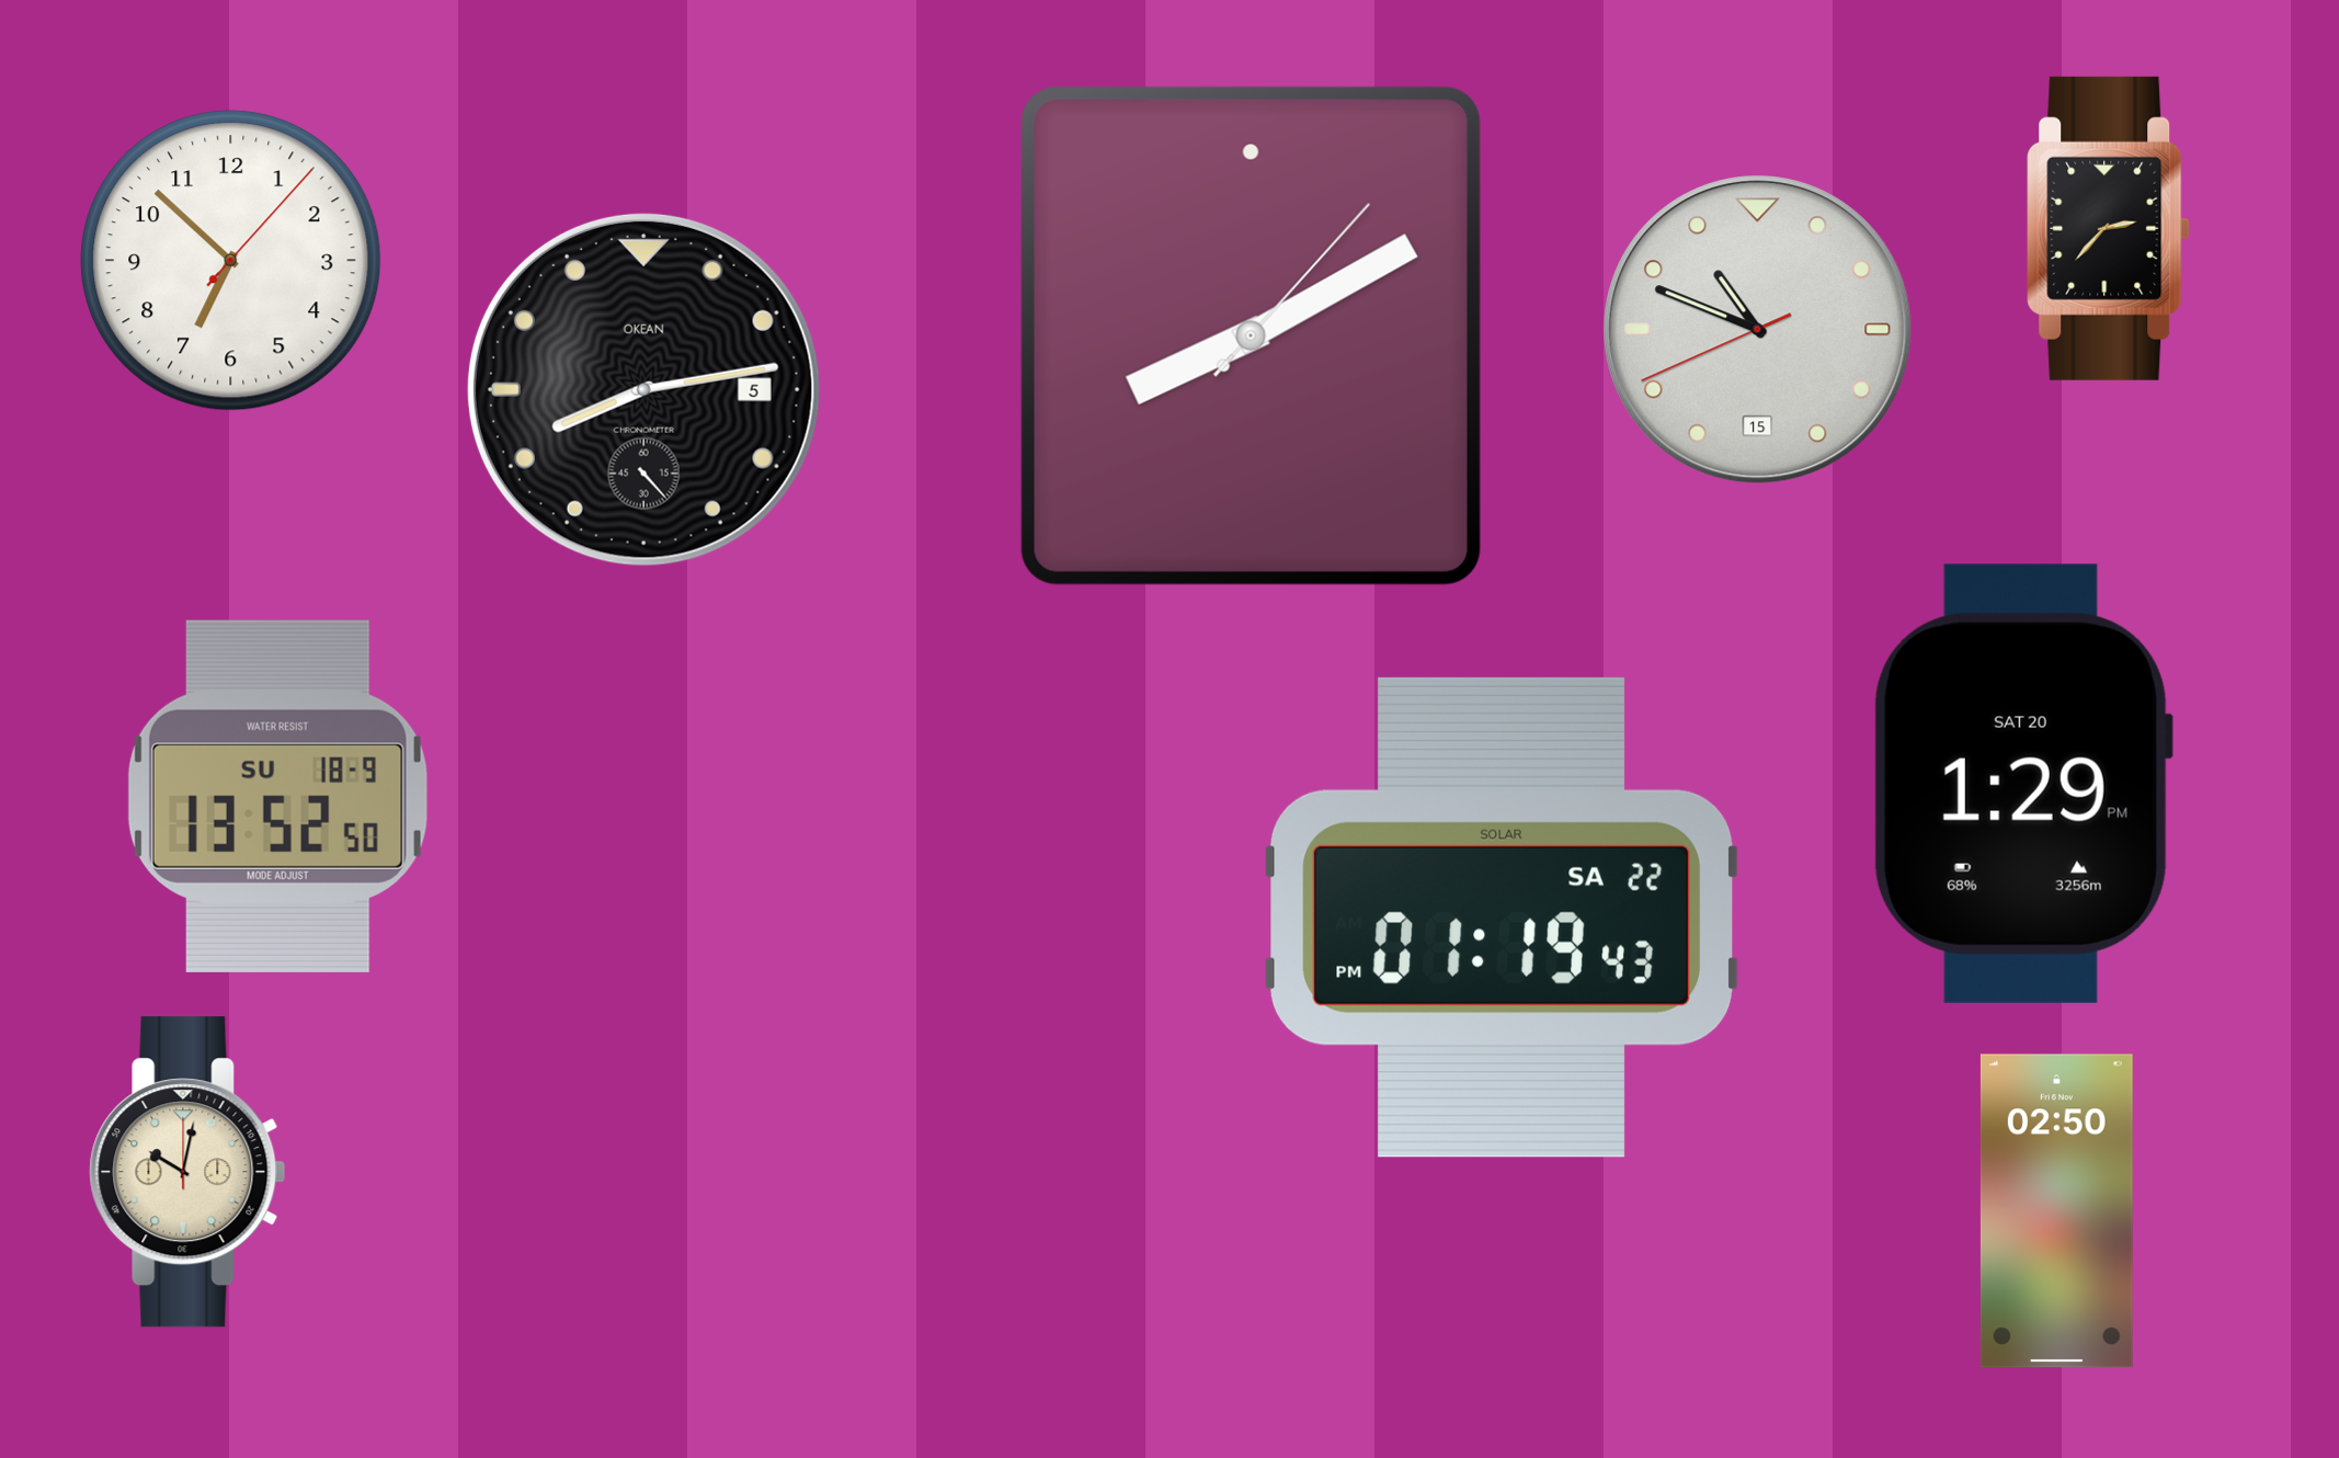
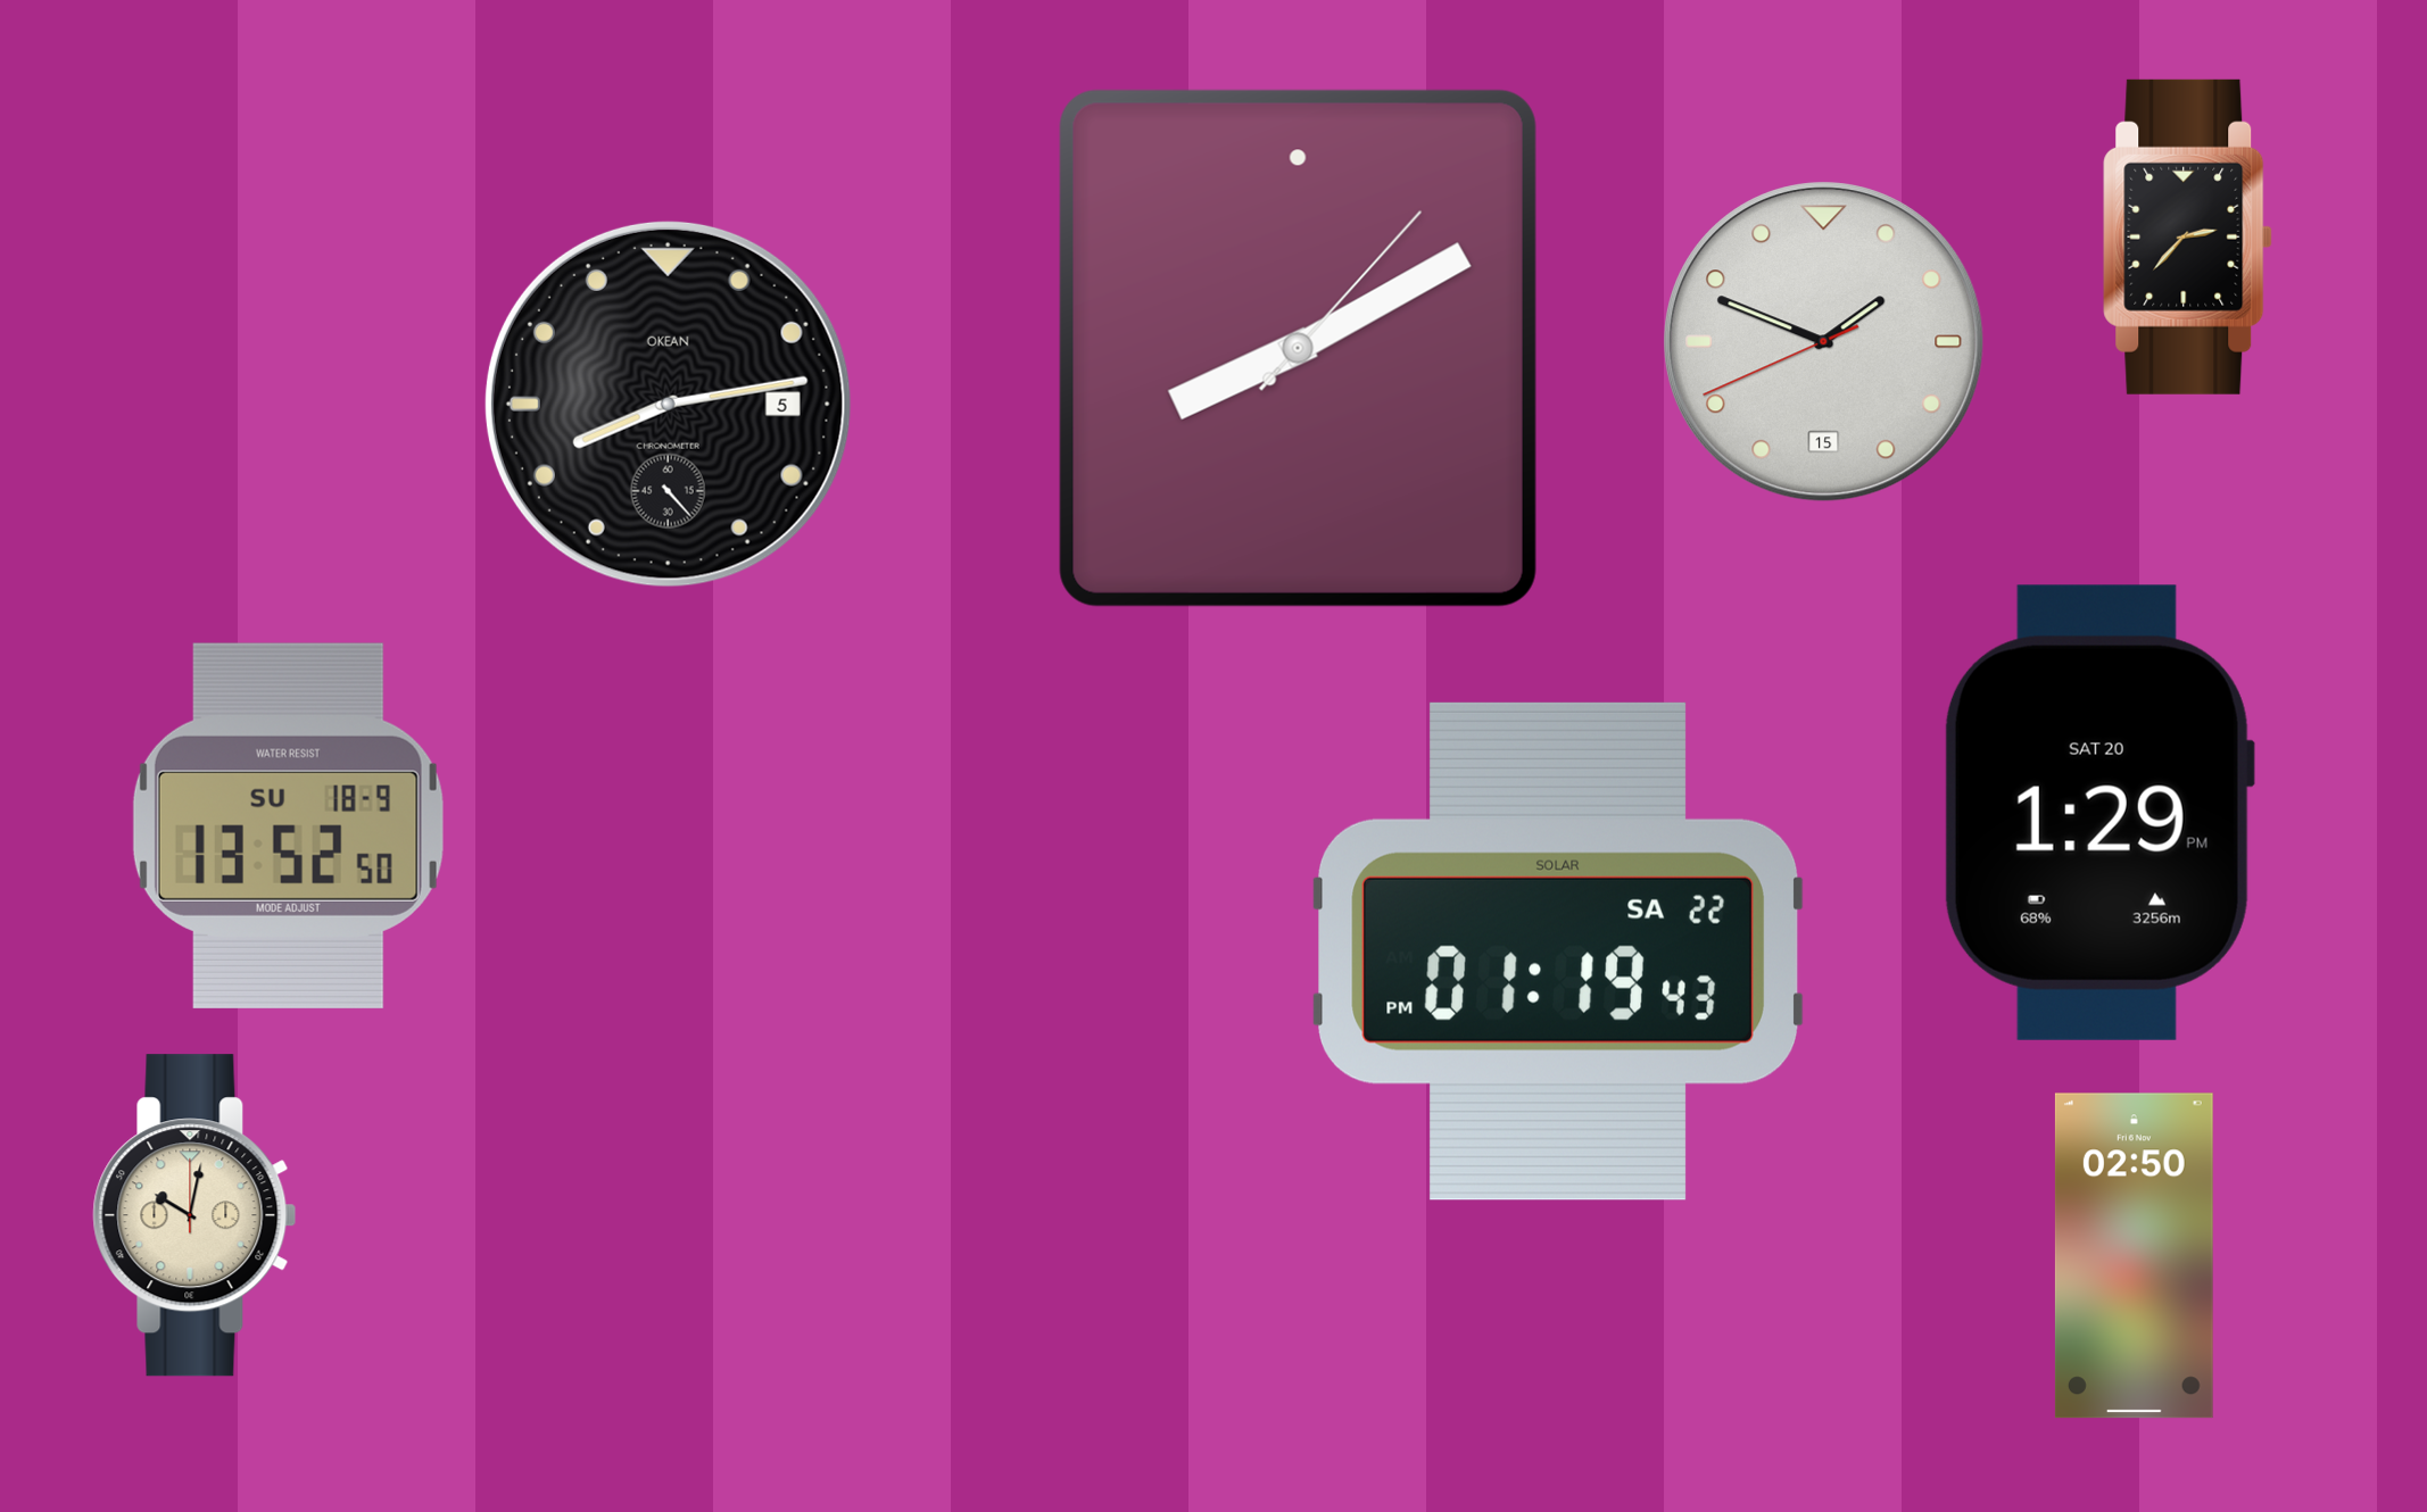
clock at (231, 261): 6:52 -> none
clock at (1758, 330): 10:48 -> 1:48
